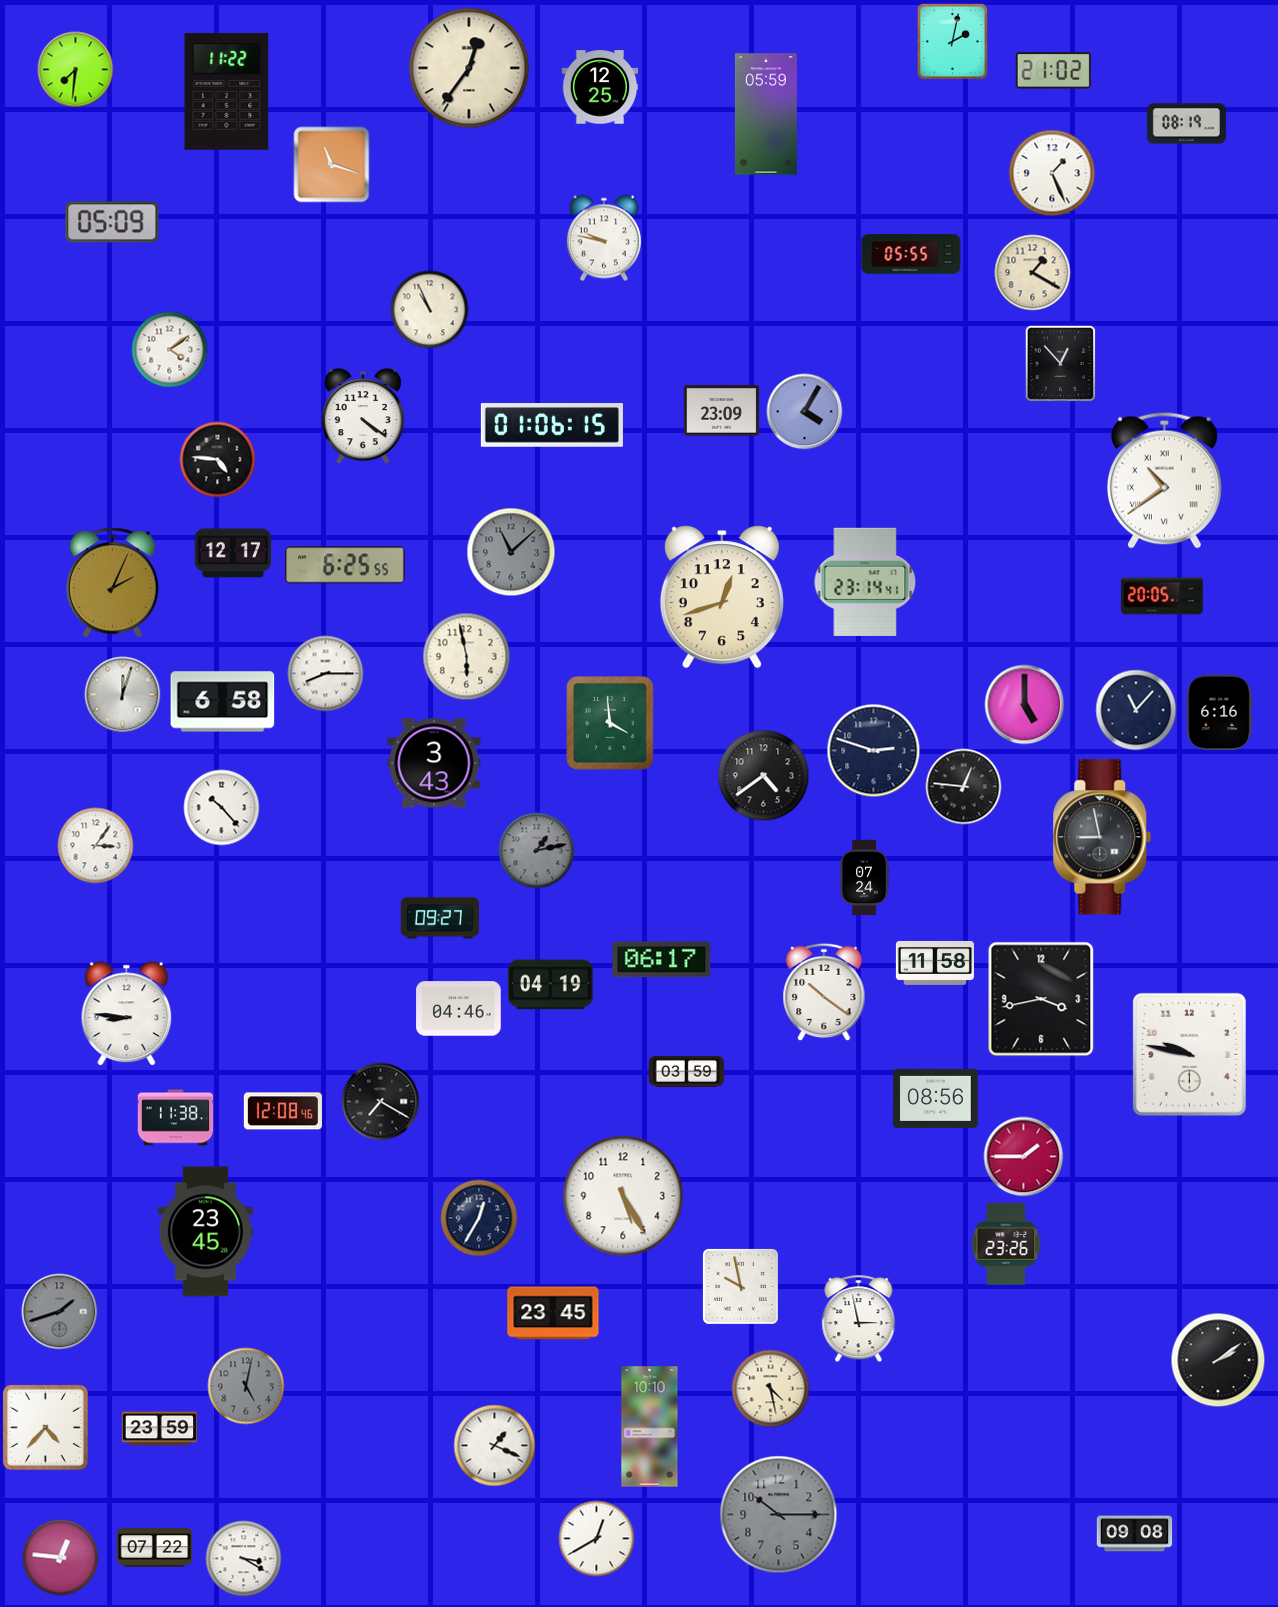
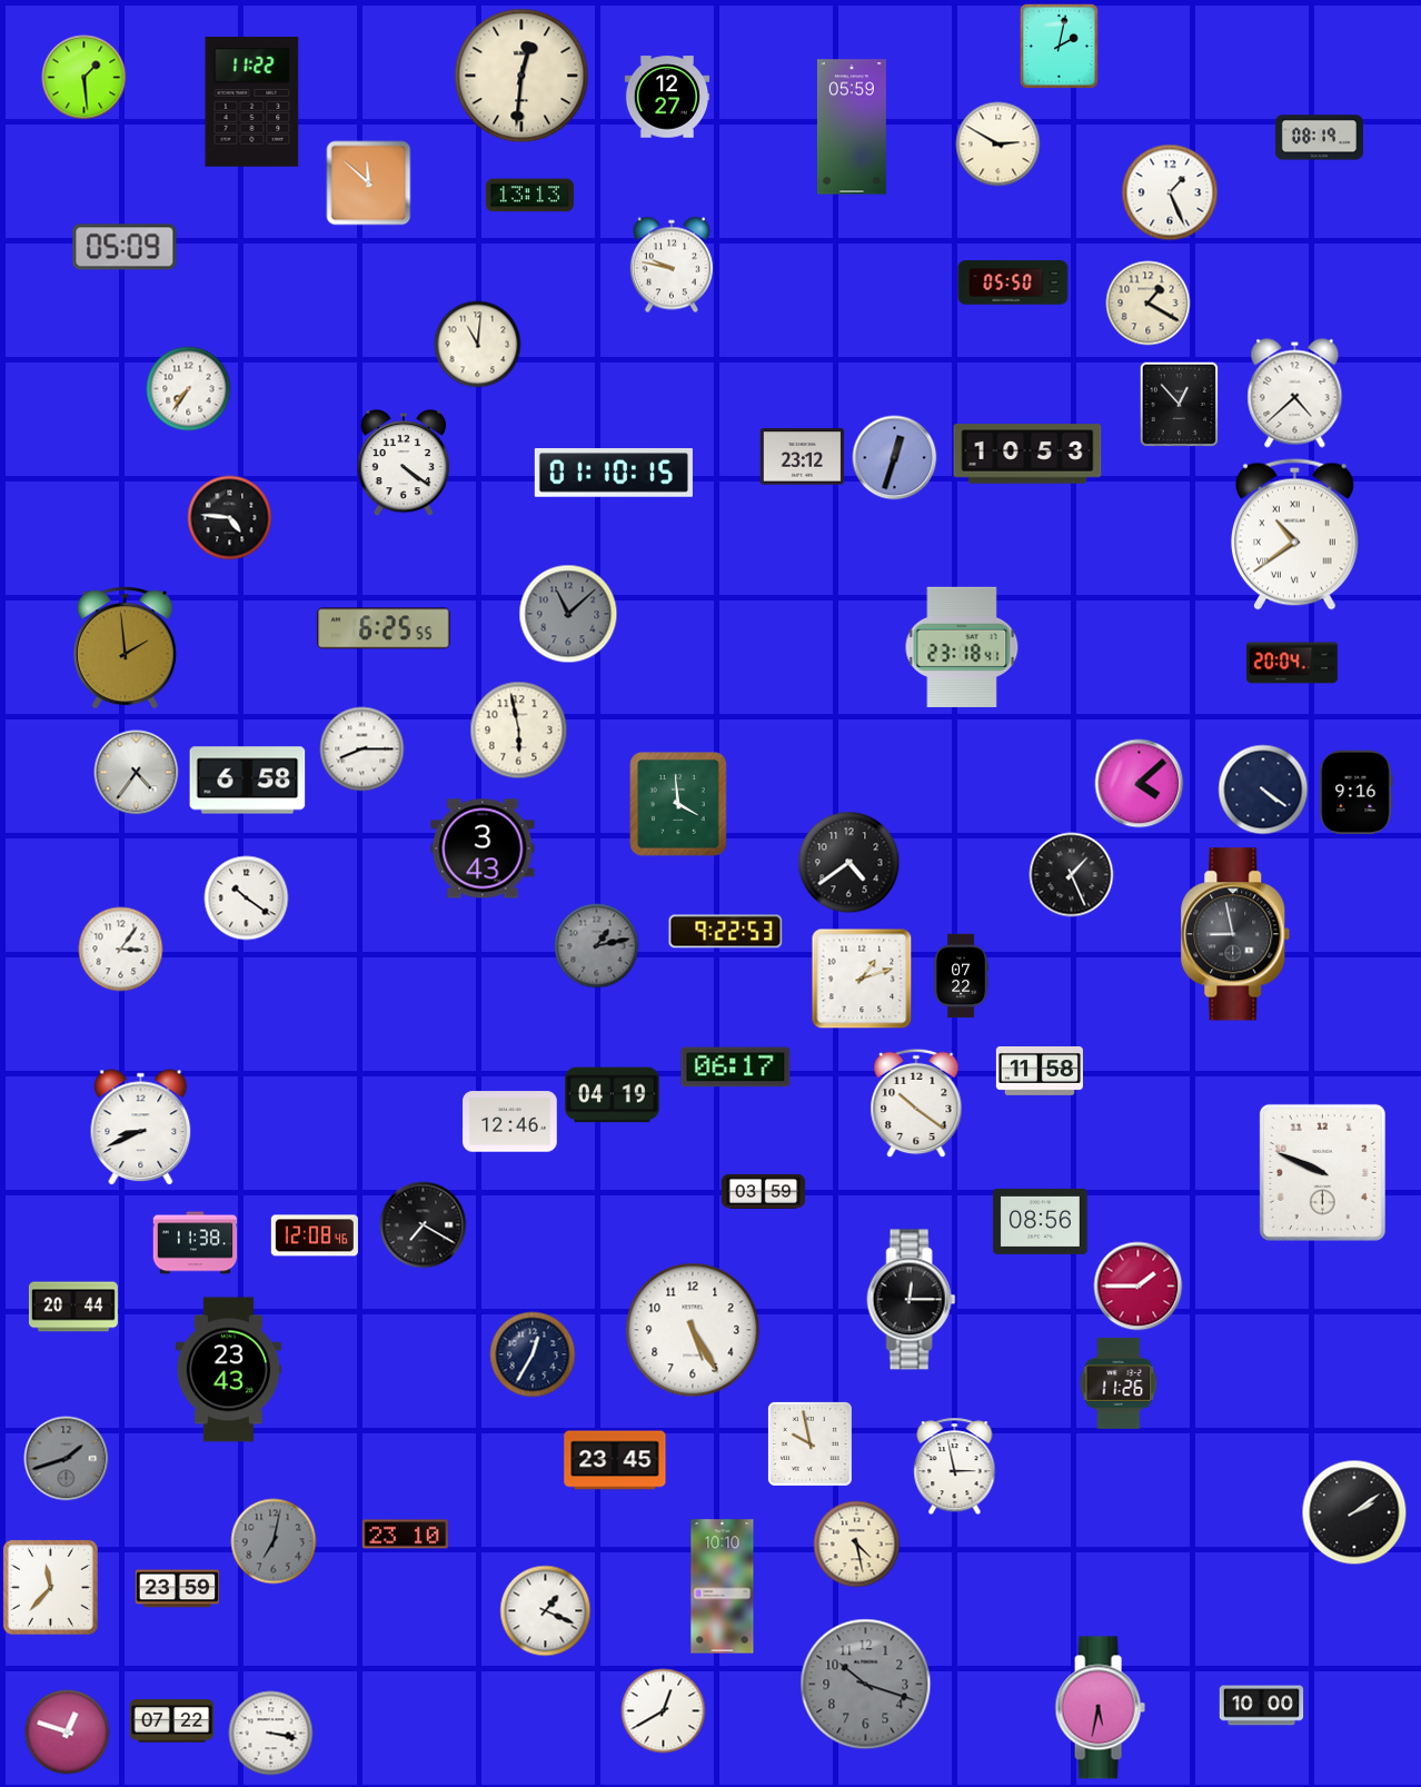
clock at (469, 68): 12:36 -> 12:31
clock at (76, 70): 7:31 -> 1:29
clock at (1053, 71): 21:02 -> none
clock at (600, 87): 12:25 -> 12:27
clock at (998, 145): none -> 2:50
clock at (332, 165): 11:18 -> 11:52
clock at (529, 196): none -> 13:13
clock at (911, 254): 05:55 -> 05:50
clock at (430, 310): 10:56 -> 11:01
clock at (170, 350): 4:09 -> 7:36
clock at (1295, 394): none -> 4:38
clock at (1027, 454): none -> 10:53
clock at (722, 411): 23:09 -> 23:12
clock at (805, 412): 4:05 -> 12:33
clock at (552, 425): 01:06 -> 01:10
clock at (218, 460) position: (218, 460) -> (230, 518)
clock at (233, 553): 12:17 -> none
clock at (865, 582): 23:14 -> 23:18
clock at (112, 583): 2:04 -> 1:59
clock at (1163, 596): 20:05 -> 20:04
clock at (722, 597): 12:42 -> none
clock at (123, 695): 12:03 -> 4:36
clock at (1025, 705): 5:00 -> 4:08
clock at (1136, 710): 11:07 -> 4:21
clock at (1219, 713): 6:16 -> 9:16
clock at (874, 751): 2:48 -> none
clock at (964, 787): 12:46 -> 1:26
clock at (222, 808): 10:23 -> 10:21
clock at (1102, 837) position: (1102, 837) -> (1235, 934)
clock at (726, 932): none -> 9:22
clock at (96, 846) position: (96, 846) -> (121, 950)
clock at (864, 878): 07:24 -> 07:22
clock at (862, 979): none -> 1:12
clock at (440, 918): 09:27 -> none
clock at (1041, 999): 3:43 -> none
clock at (459, 1009): 04:46 -> 12:46
clock at (127, 1014): 8:46 -> 8:41
clock at (1189, 1054): 9:47 -> 9:49
clock at (912, 1300): none -> 12:15
clock at (73, 1307): none -> 20:44
clock at (205, 1232): 23:45 -> 23:43
clock at (1006, 1244): 23:26 -> 11:26
clock at (740, 1286) position: (740, 1286) -> (809, 1443)
clock at (405, 1535): none -> 23:10
clock at (246, 1386): 5:02 -> 7:02
clock at (45, 1427): 4:37 -> 11:37
clock at (495, 1446) position: (495, 1446) -> (546, 1611)
clock at (779, 1515): 10:15 -> 10:18
clock at (1135, 1534): 09:08 -> 10:00
clock at (1100, 1708): none -> 5:32
clock at (61, 1558): 12:46 -> 12:48
clock at (244, 1559): 3:20 -> 3:17
